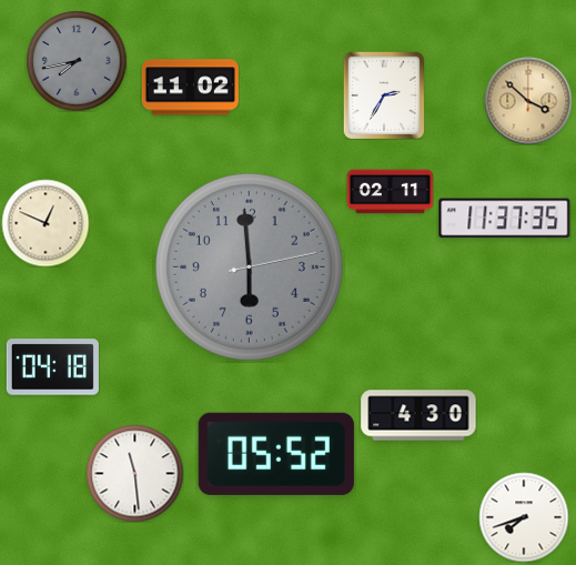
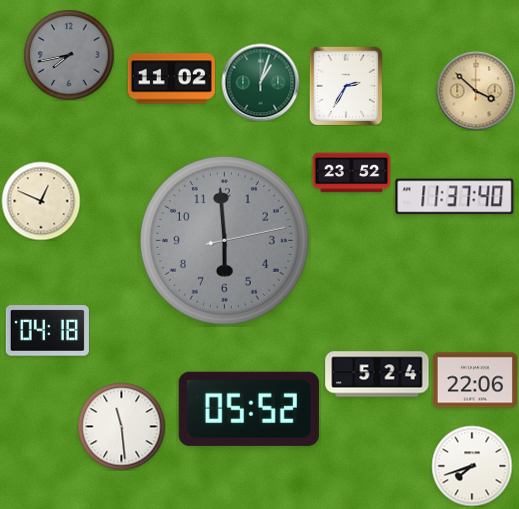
clock at (260, 82): none -> 1:03
clock at (390, 192): 02:11 -> 23:52
clock at (505, 219): 11:37:35 -> 11:37:40
clock at (418, 415): 4:30 -> 5:24
clock at (475, 380): none -> 22:06
